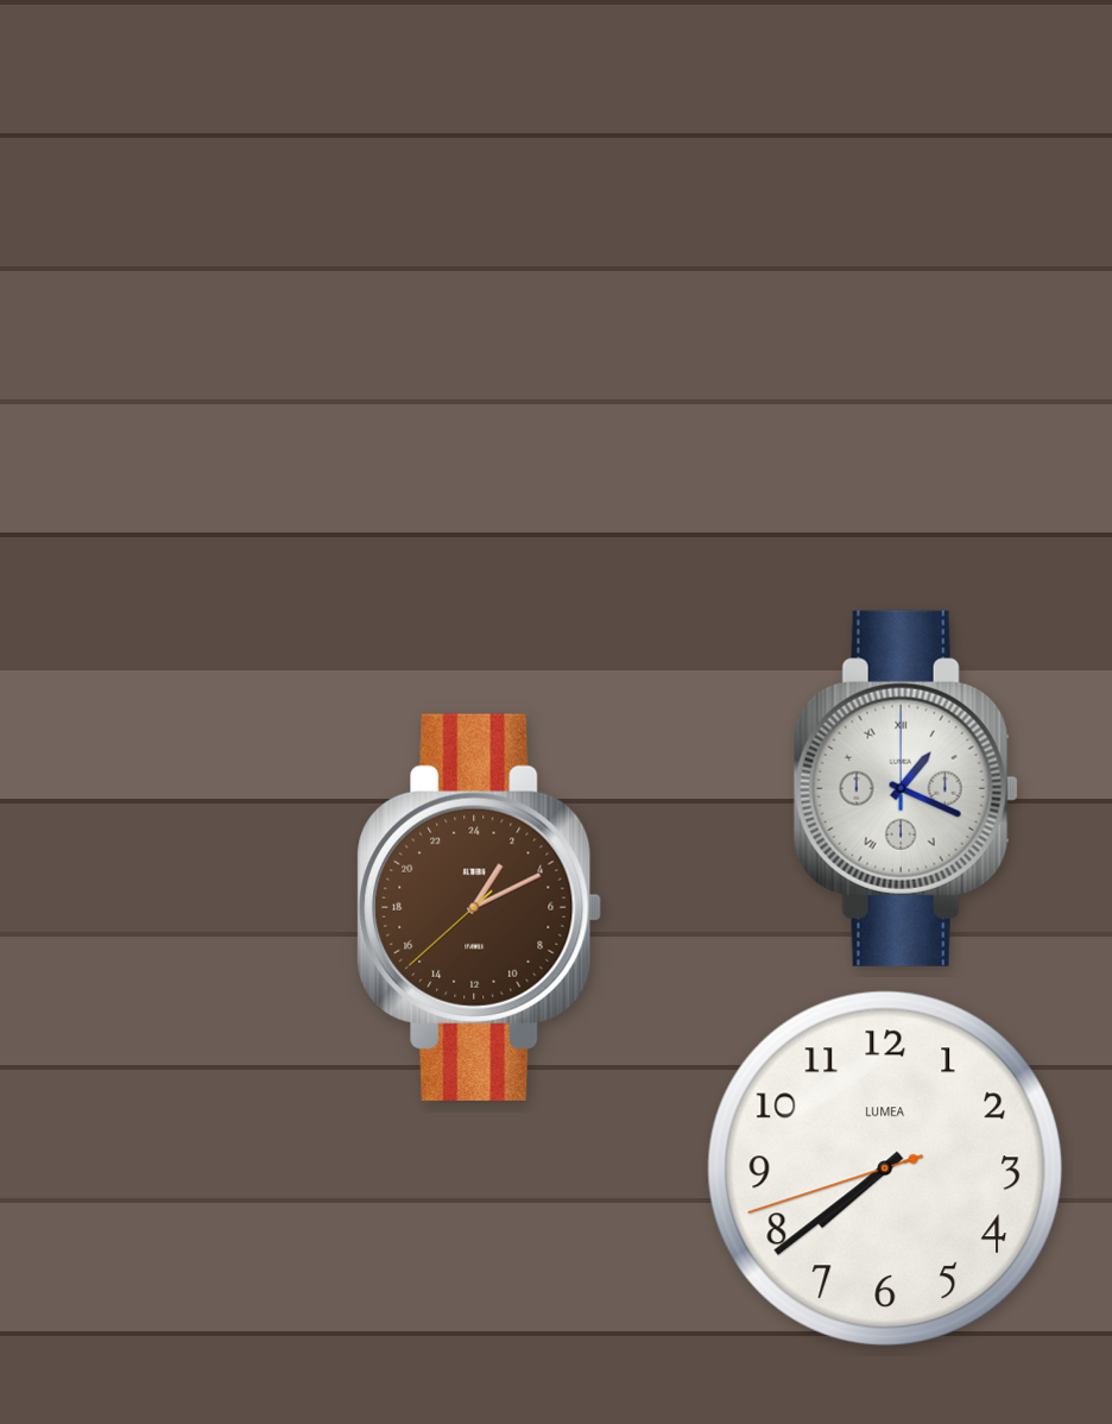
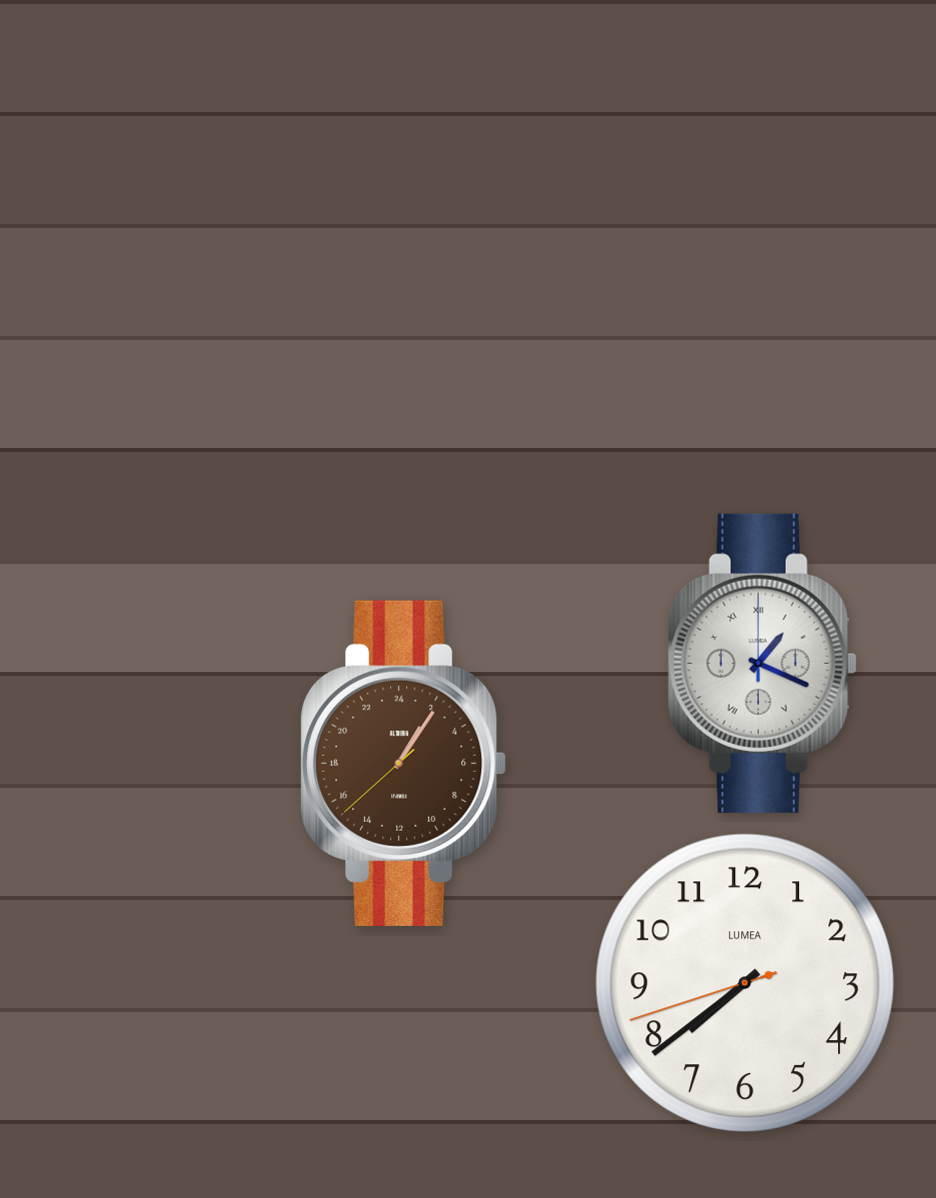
clock at (480, 907): 2:10 -> 2:05
